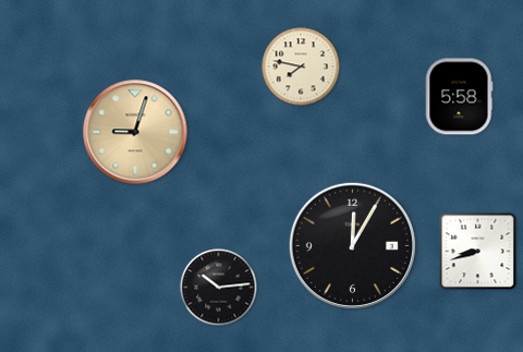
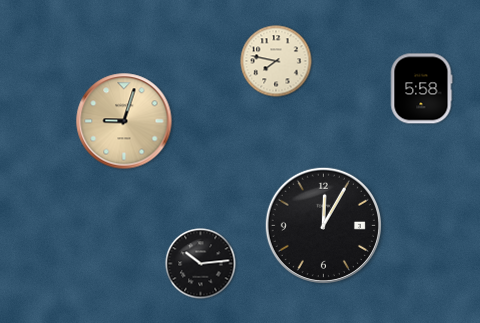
clock at (478, 252): 8:42 -> none
